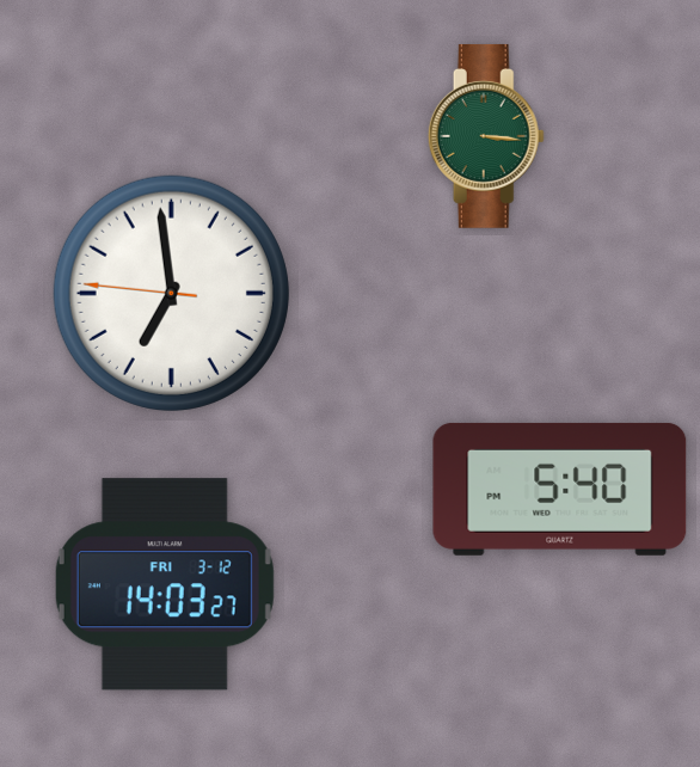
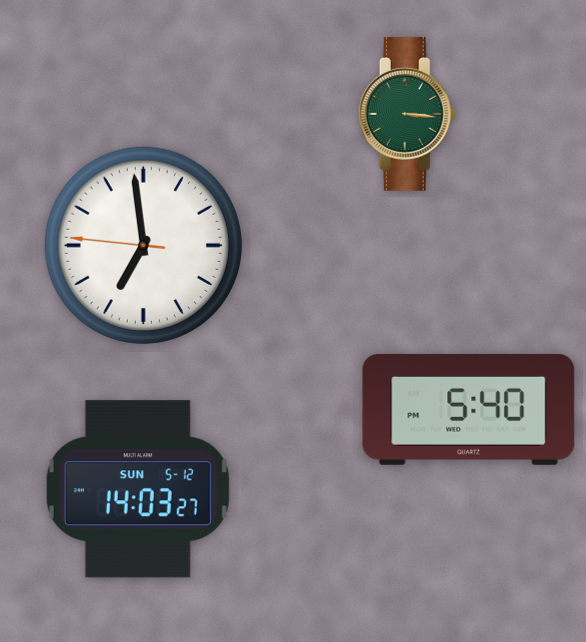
clock at (165, 584) date: FRI 3-12 -> SUN 5-12
